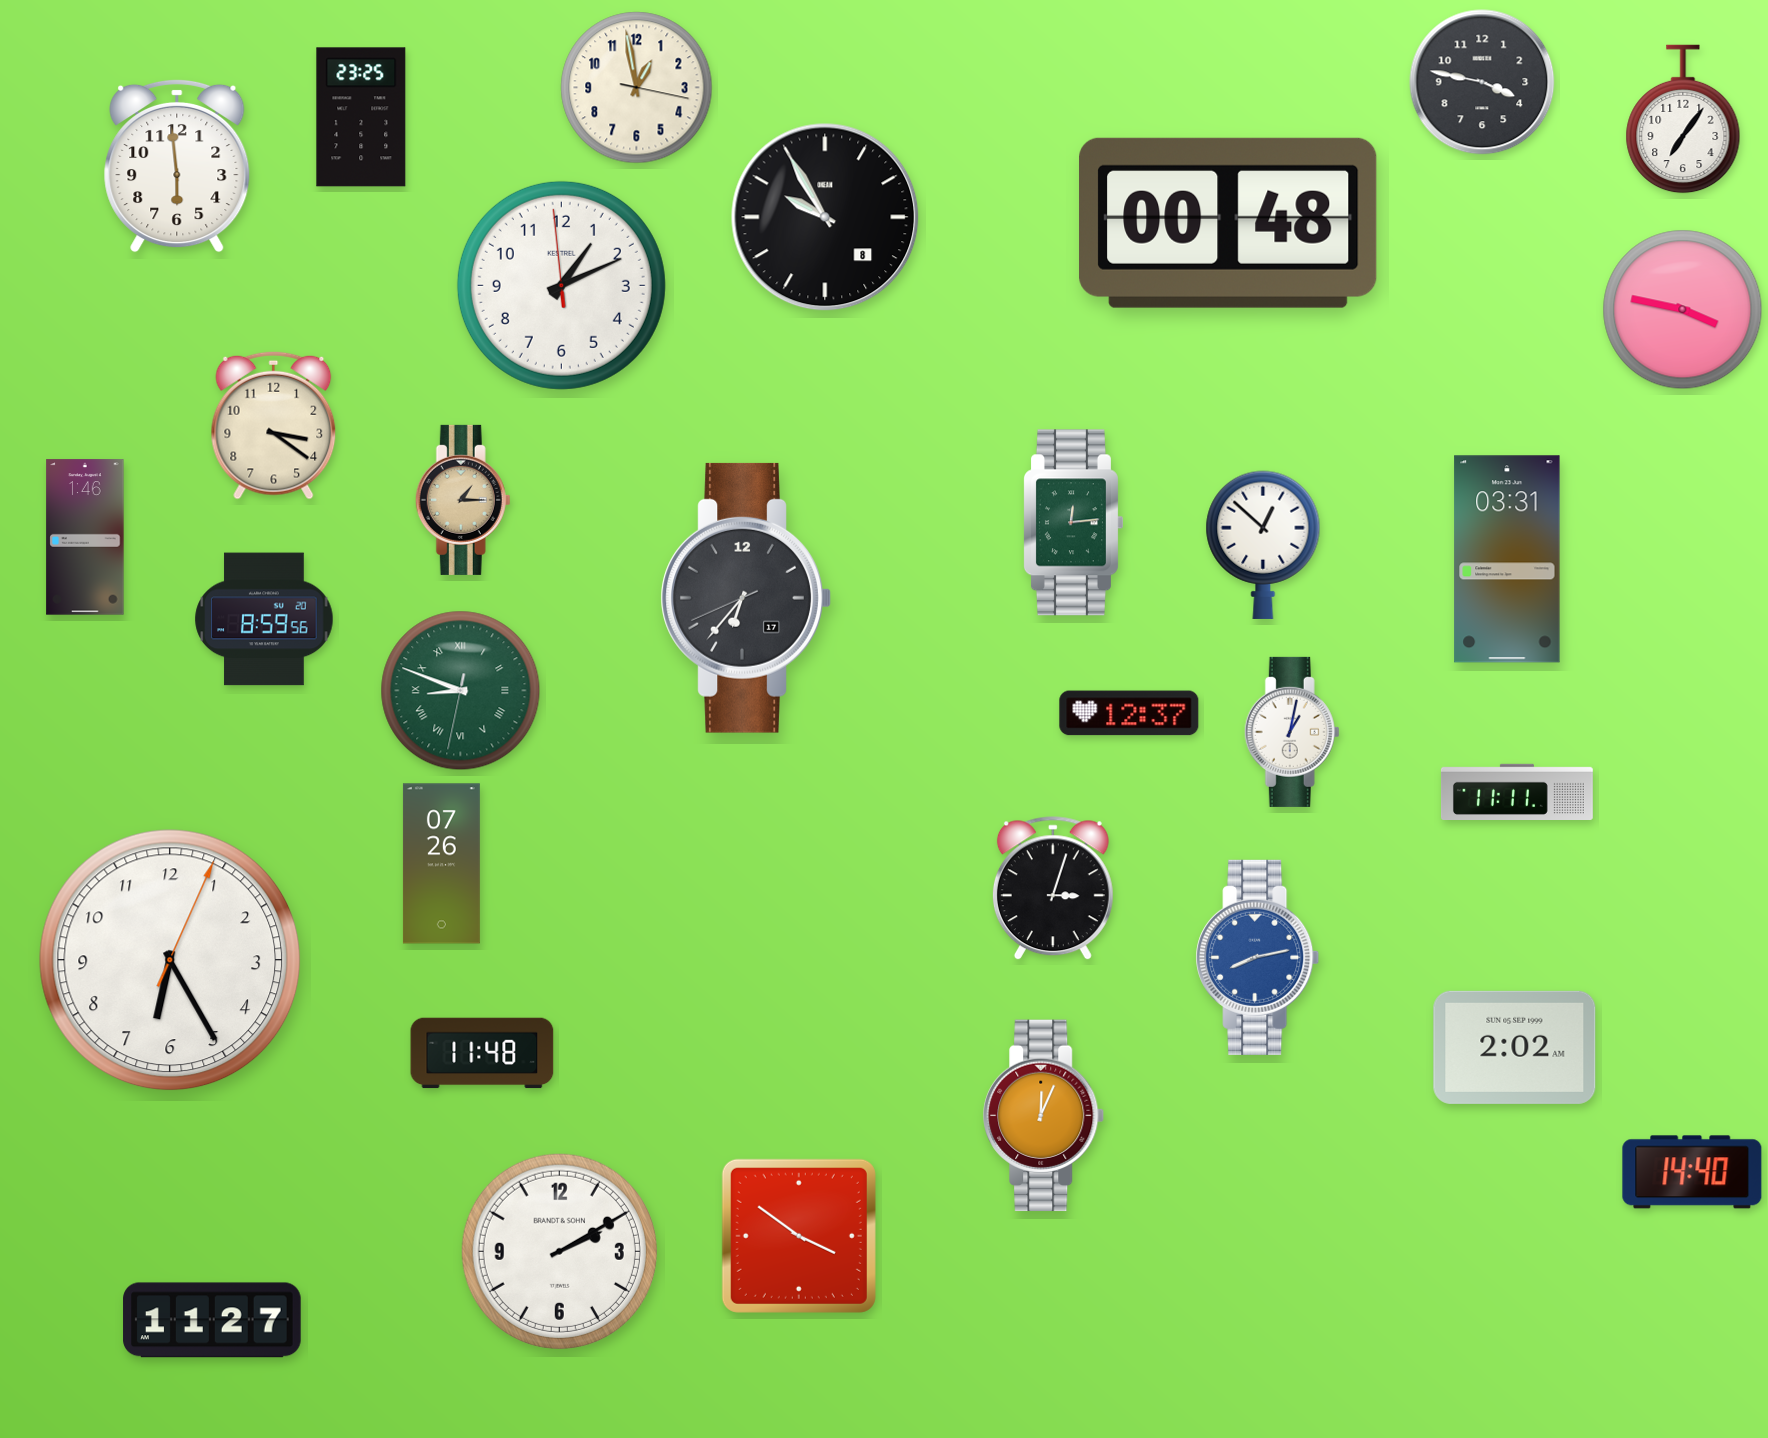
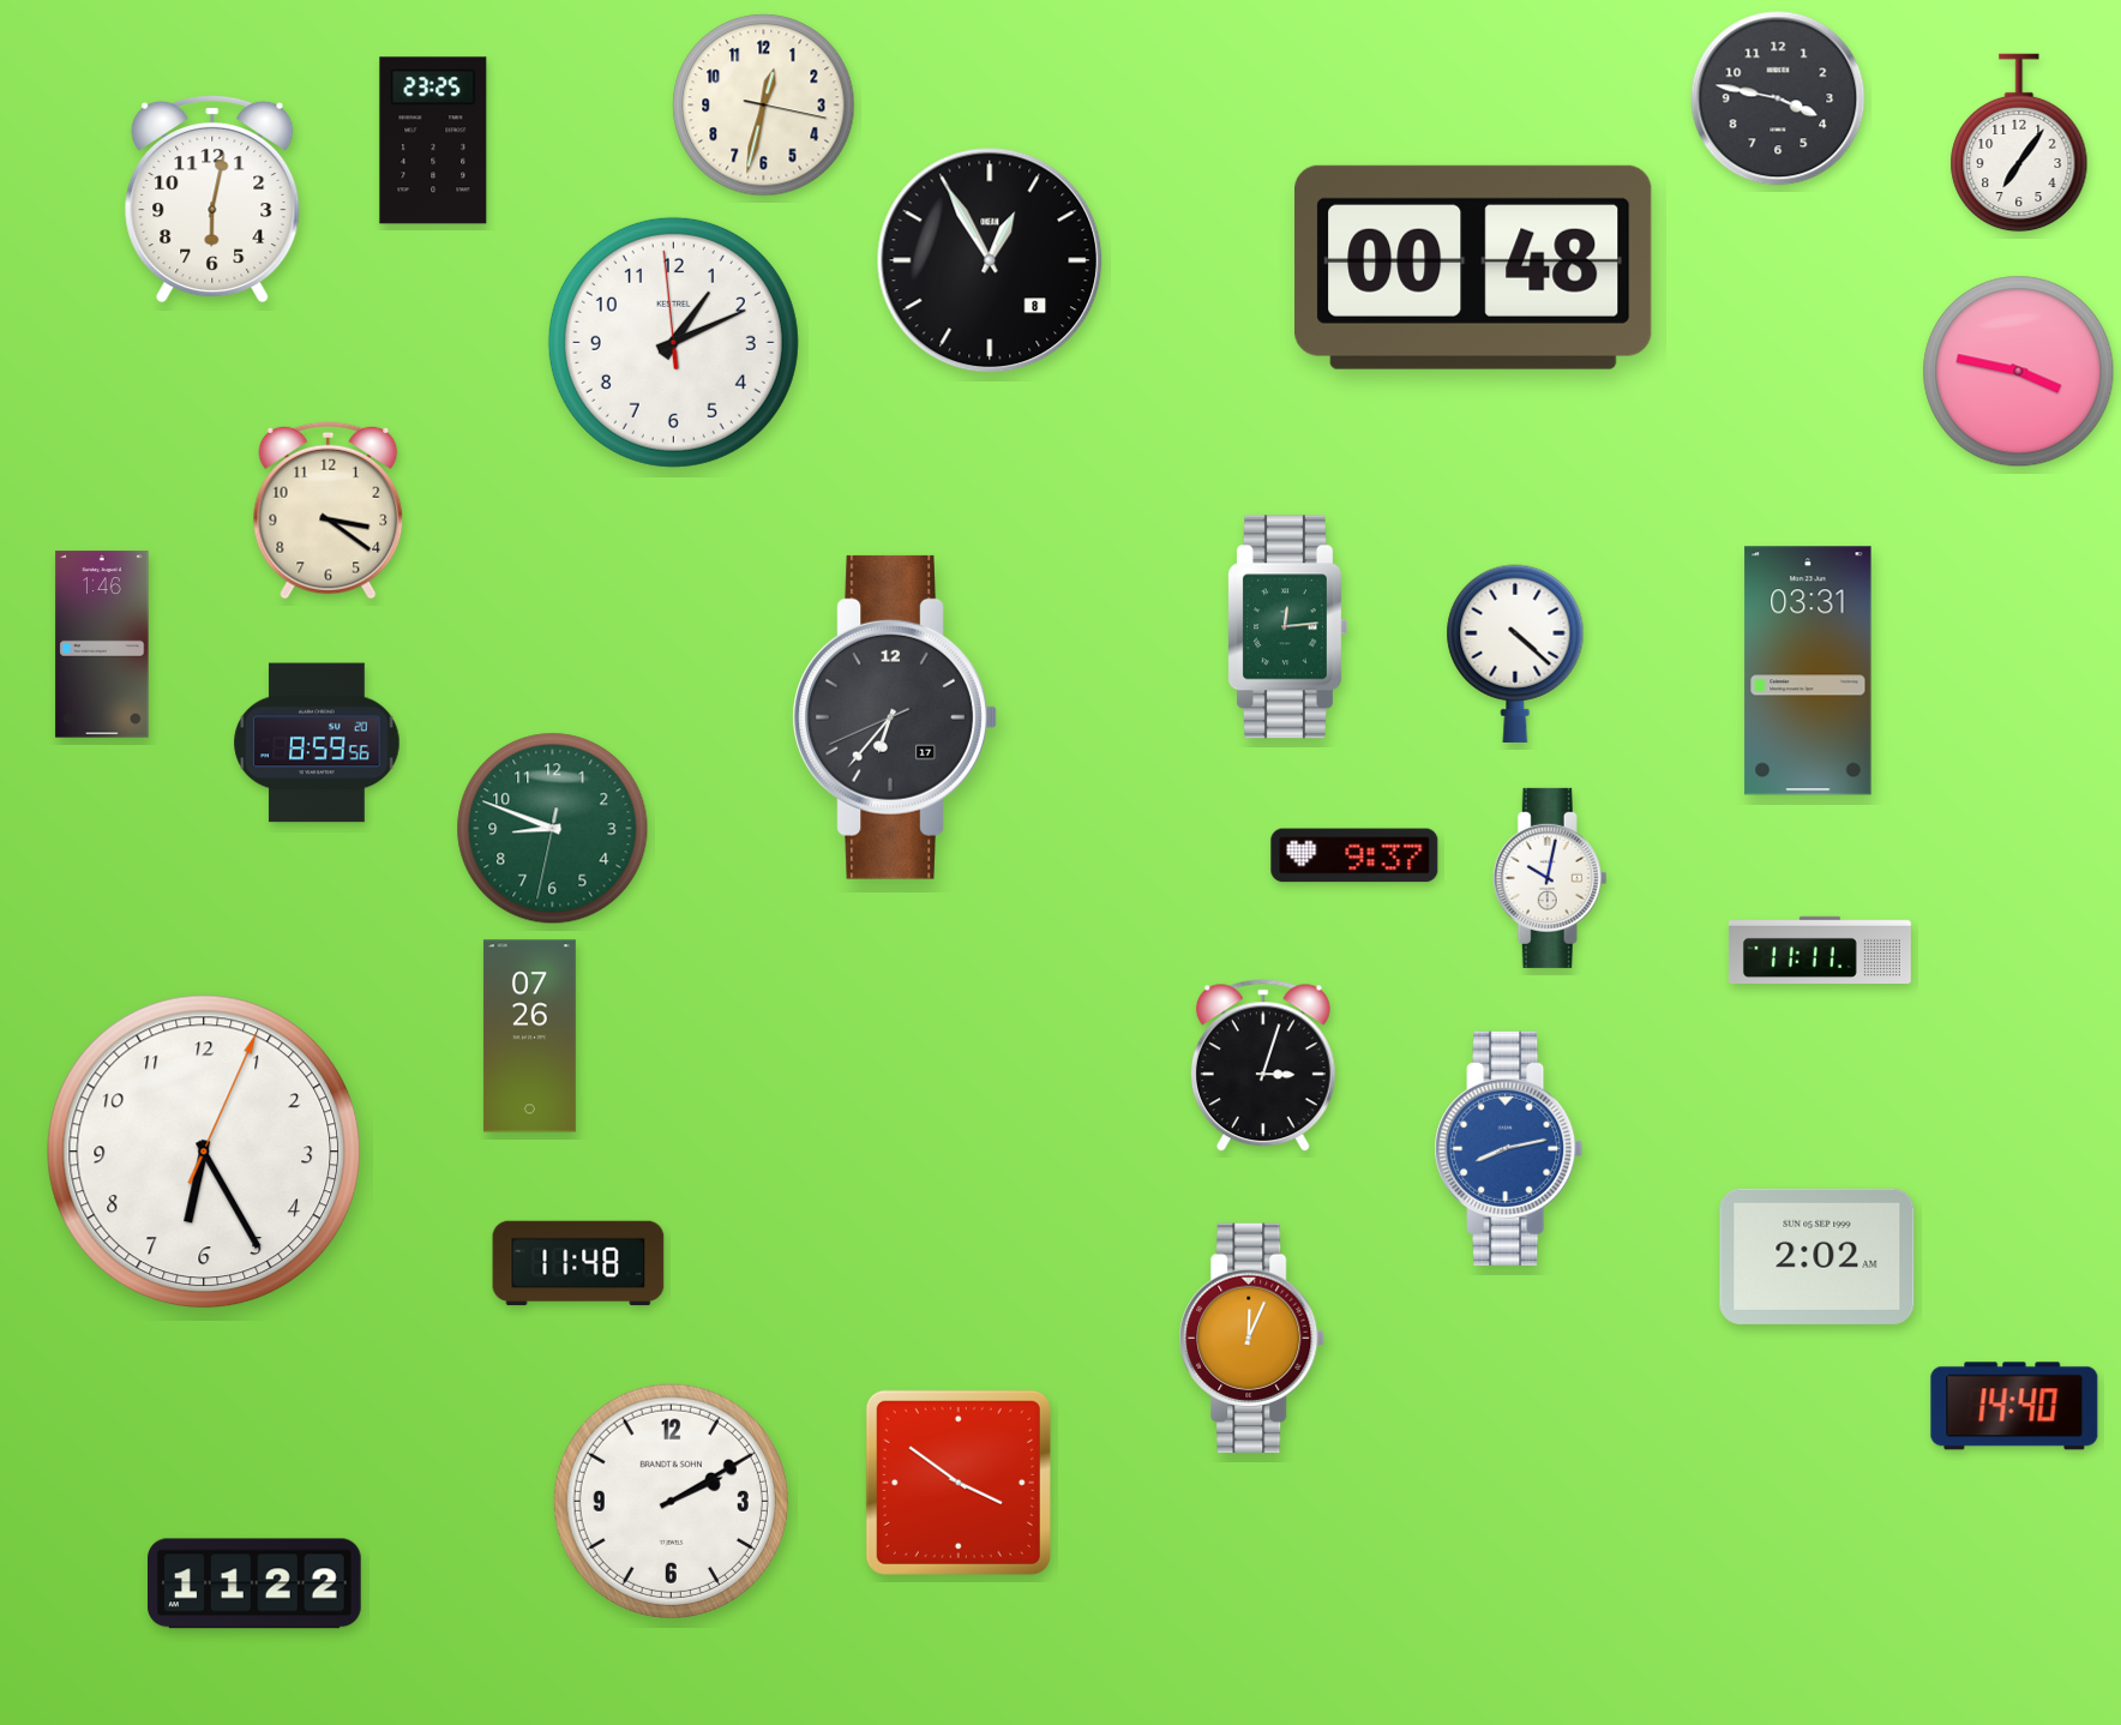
clock at (637, 88): 12:58 -> 12:32
clock at (177, 166): 5:59 -> 6:02
clock at (825, 217): 9:55 -> 12:55
clock at (463, 500): 1:15 -> none
clock at (1263, 545): 12:52 -> 4:22
clock at (461, 691) numerals: Roman -> Arabic
clock at (1129, 713): 12:37 -> 9:37
clock at (1292, 732): 1:02 -> 10:02
clock at (1692, 1172) position: (1692, 1172) -> (2014, 1406)
clock at (212, 1320): 11:27 -> 11:22
